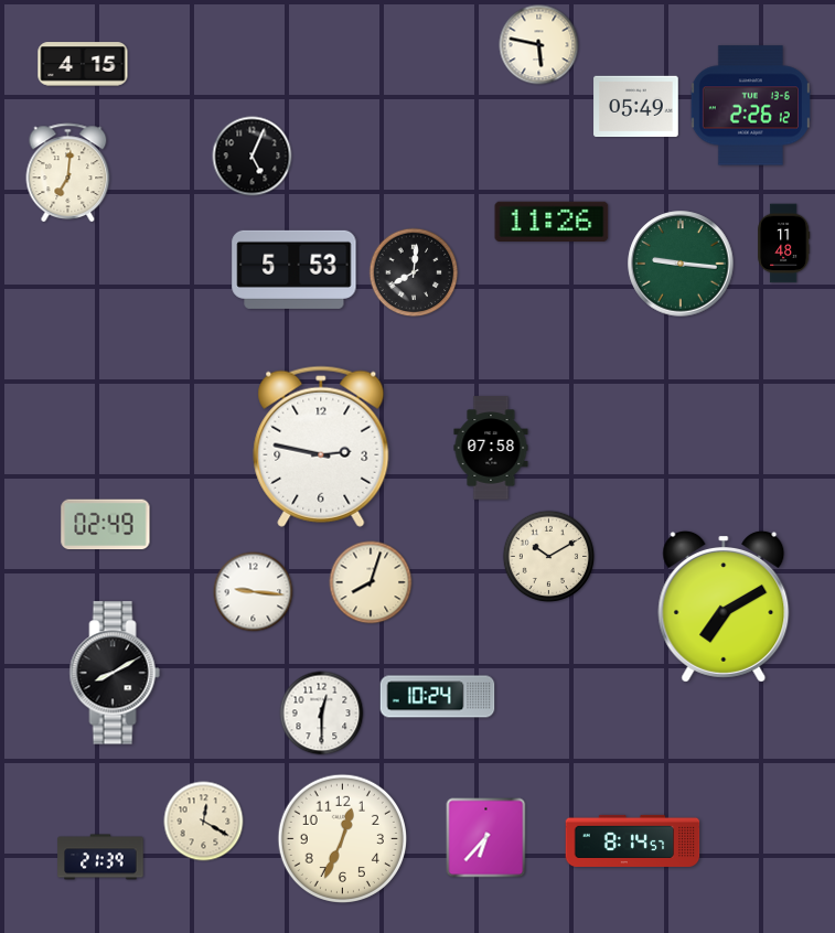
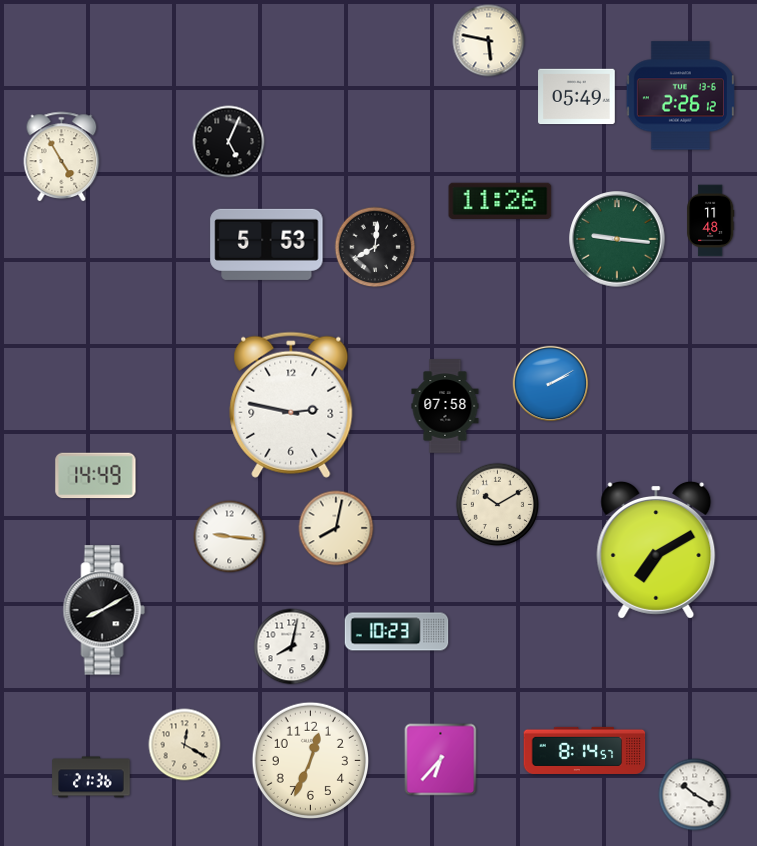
clock at (83, 64): 4:15 -> none
clock at (68, 173): 7:01 -> 4:55
clock at (551, 384): none -> 2:10
clock at (106, 525): 02:49 -> 14:49
clock at (371, 582): 8:03 -> 8:02
clock at (438, 697): 10:24 -> 10:23
clock at (322, 714): 12:30 -> 8:02
clock at (633, 840) position: (633, 840) -> (585, 750)
clock at (100, 857): 21:39 -> 21:36
clock at (695, 795): none -> 10:20
